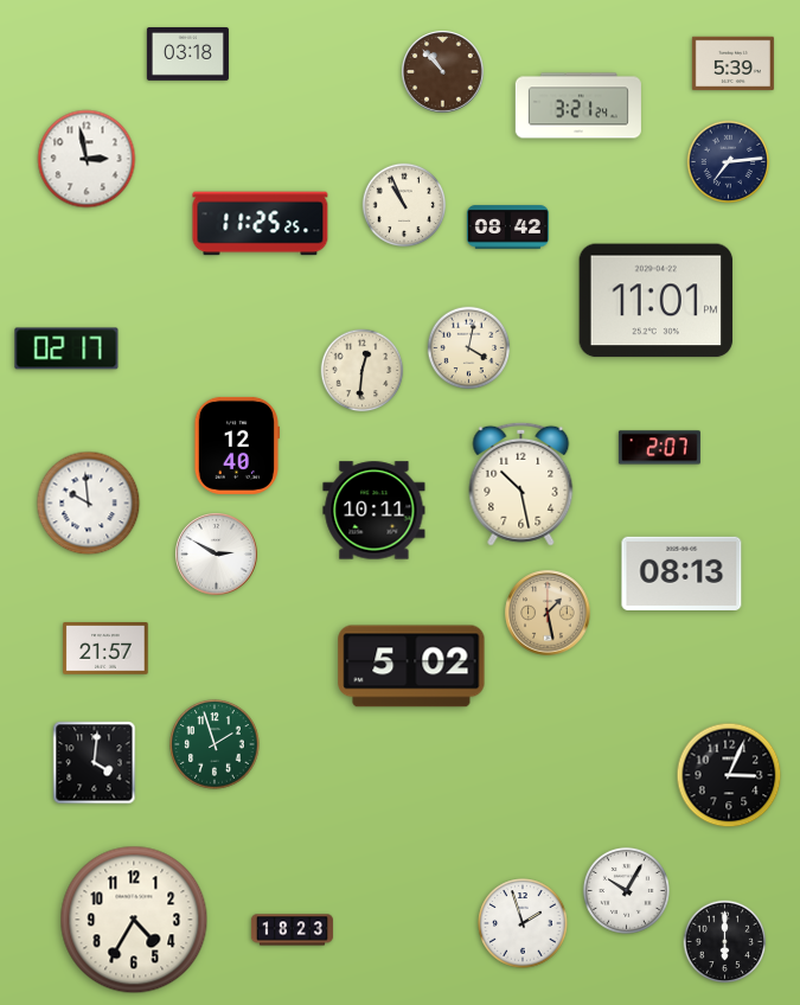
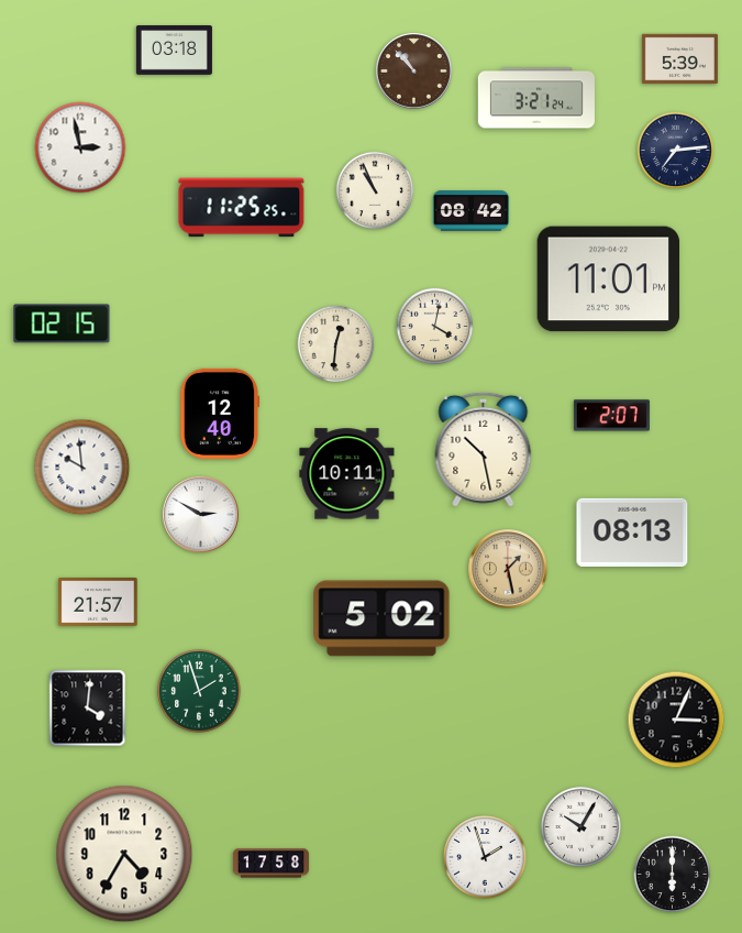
clock at (443, 72) position: (443, 72) -> (414, 72)
clock at (66, 348): 02:17 -> 02:15
clock at (469, 348) position: (469, 348) -> (435, 327)
clock at (292, 930): 18:23 -> 17:58
